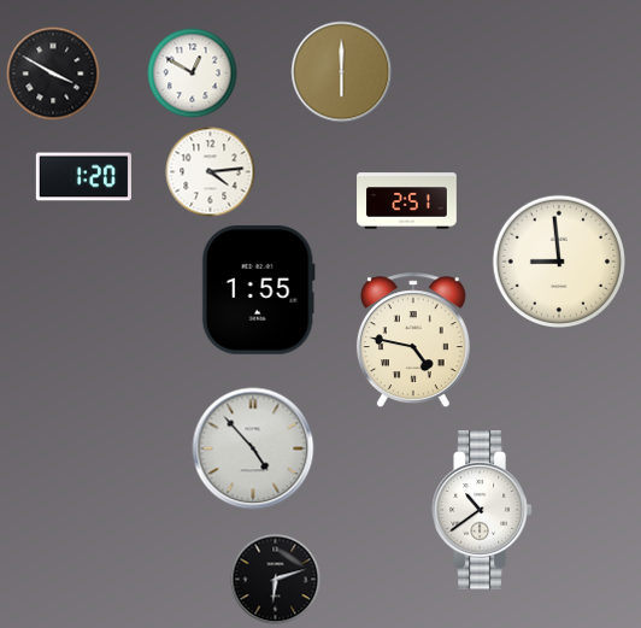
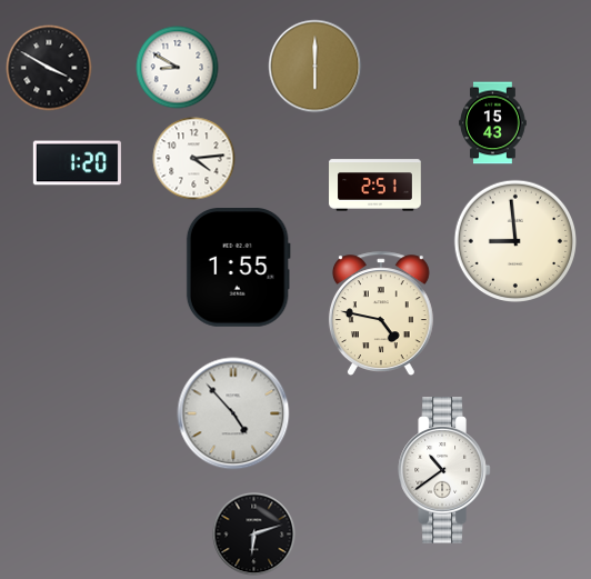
clock at (193, 74): 12:50 -> 8:50
clock at (493, 123): none -> 15:43
